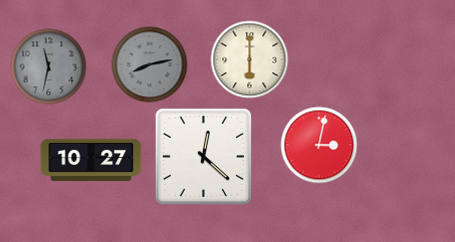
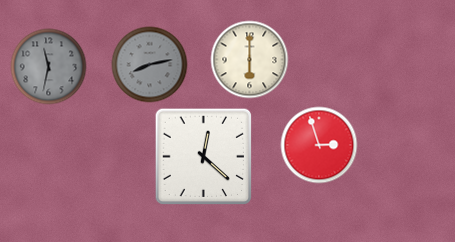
clock at (319, 145): 3:02 -> 2:57
clock at (91, 160): 10:27 -> none
